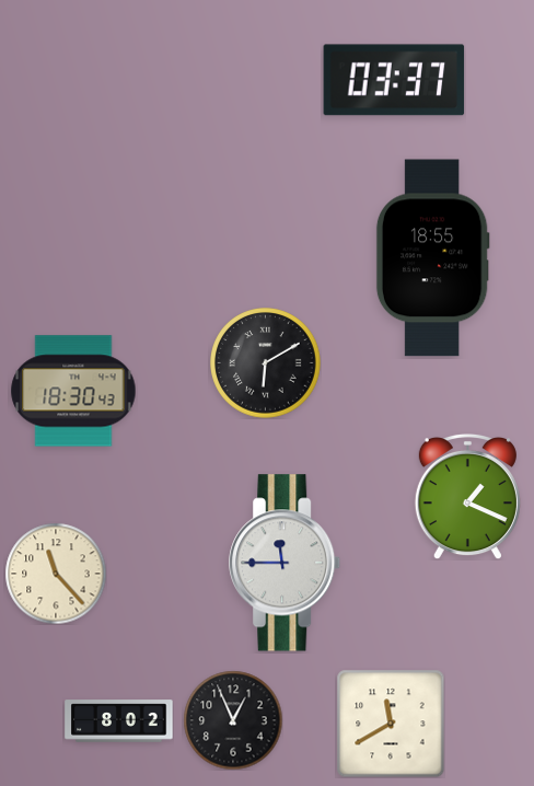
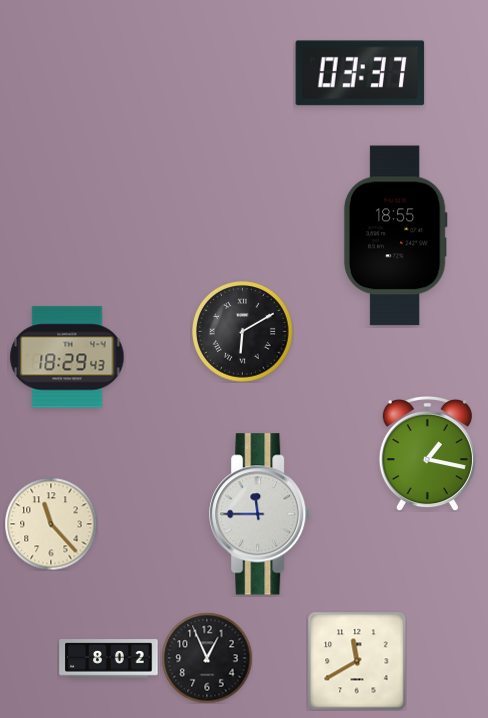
clock at (73, 391): 18:30 -> 18:29
clock at (467, 496): 1:19 -> 1:17
clock at (233, 720) position: (233, 720) -> (207, 658)
